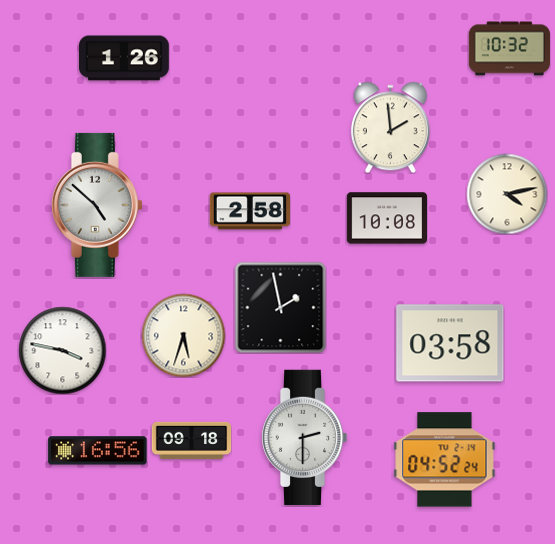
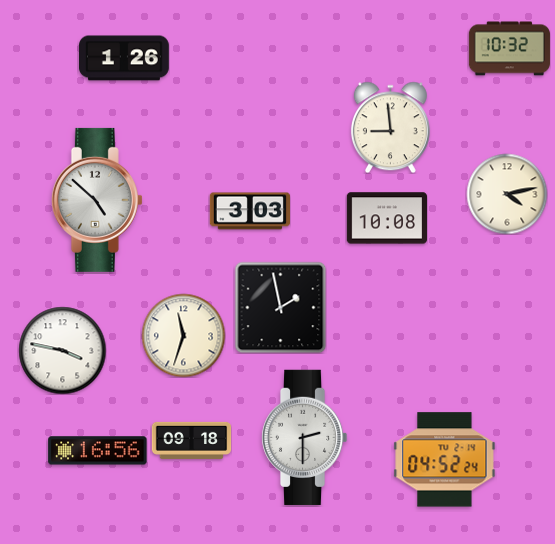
clock at (390, 127): 1:59 -> 8:59
clock at (97, 205) position: (97, 205) -> (97, 200)
clock at (249, 211): 2:58 -> 3:03
clock at (183, 335): 5:33 -> 11:33
clock at (450, 343): 03:58 -> none
